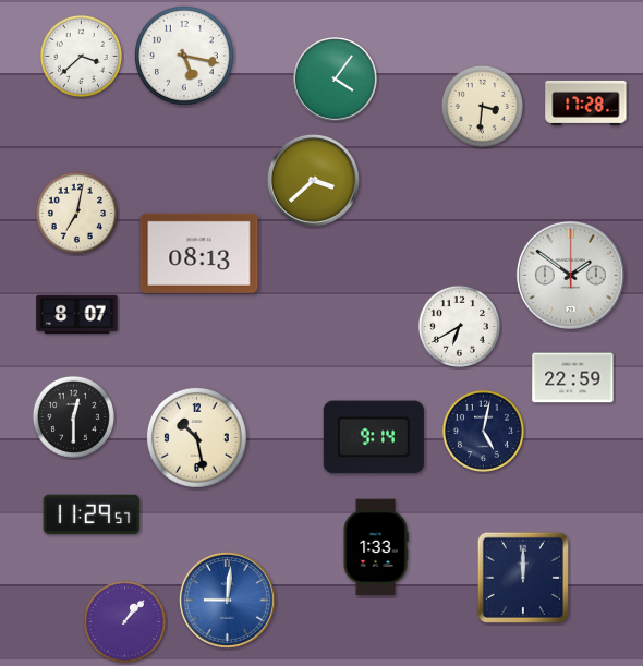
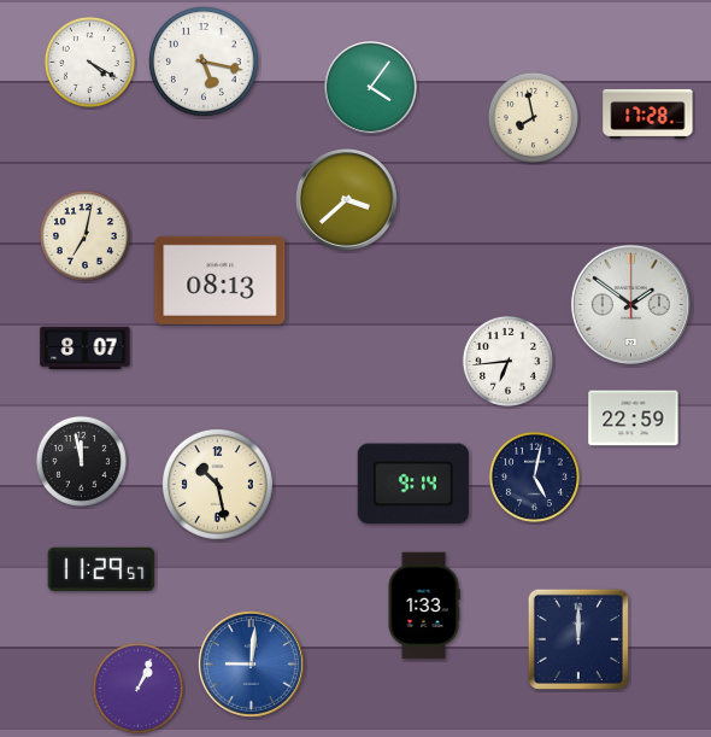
clock at (81, 56): 3:38 -> 4:20
clock at (482, 106): 3:31 -> 7:58
clock at (459, 326): 6:40 -> 6:44
clock at (73, 416): 12:30 -> 11:58
clock at (376, 547) position: (376, 547) -> (424, 606)
clock at (124, 621): 1:07 -> 1:04
